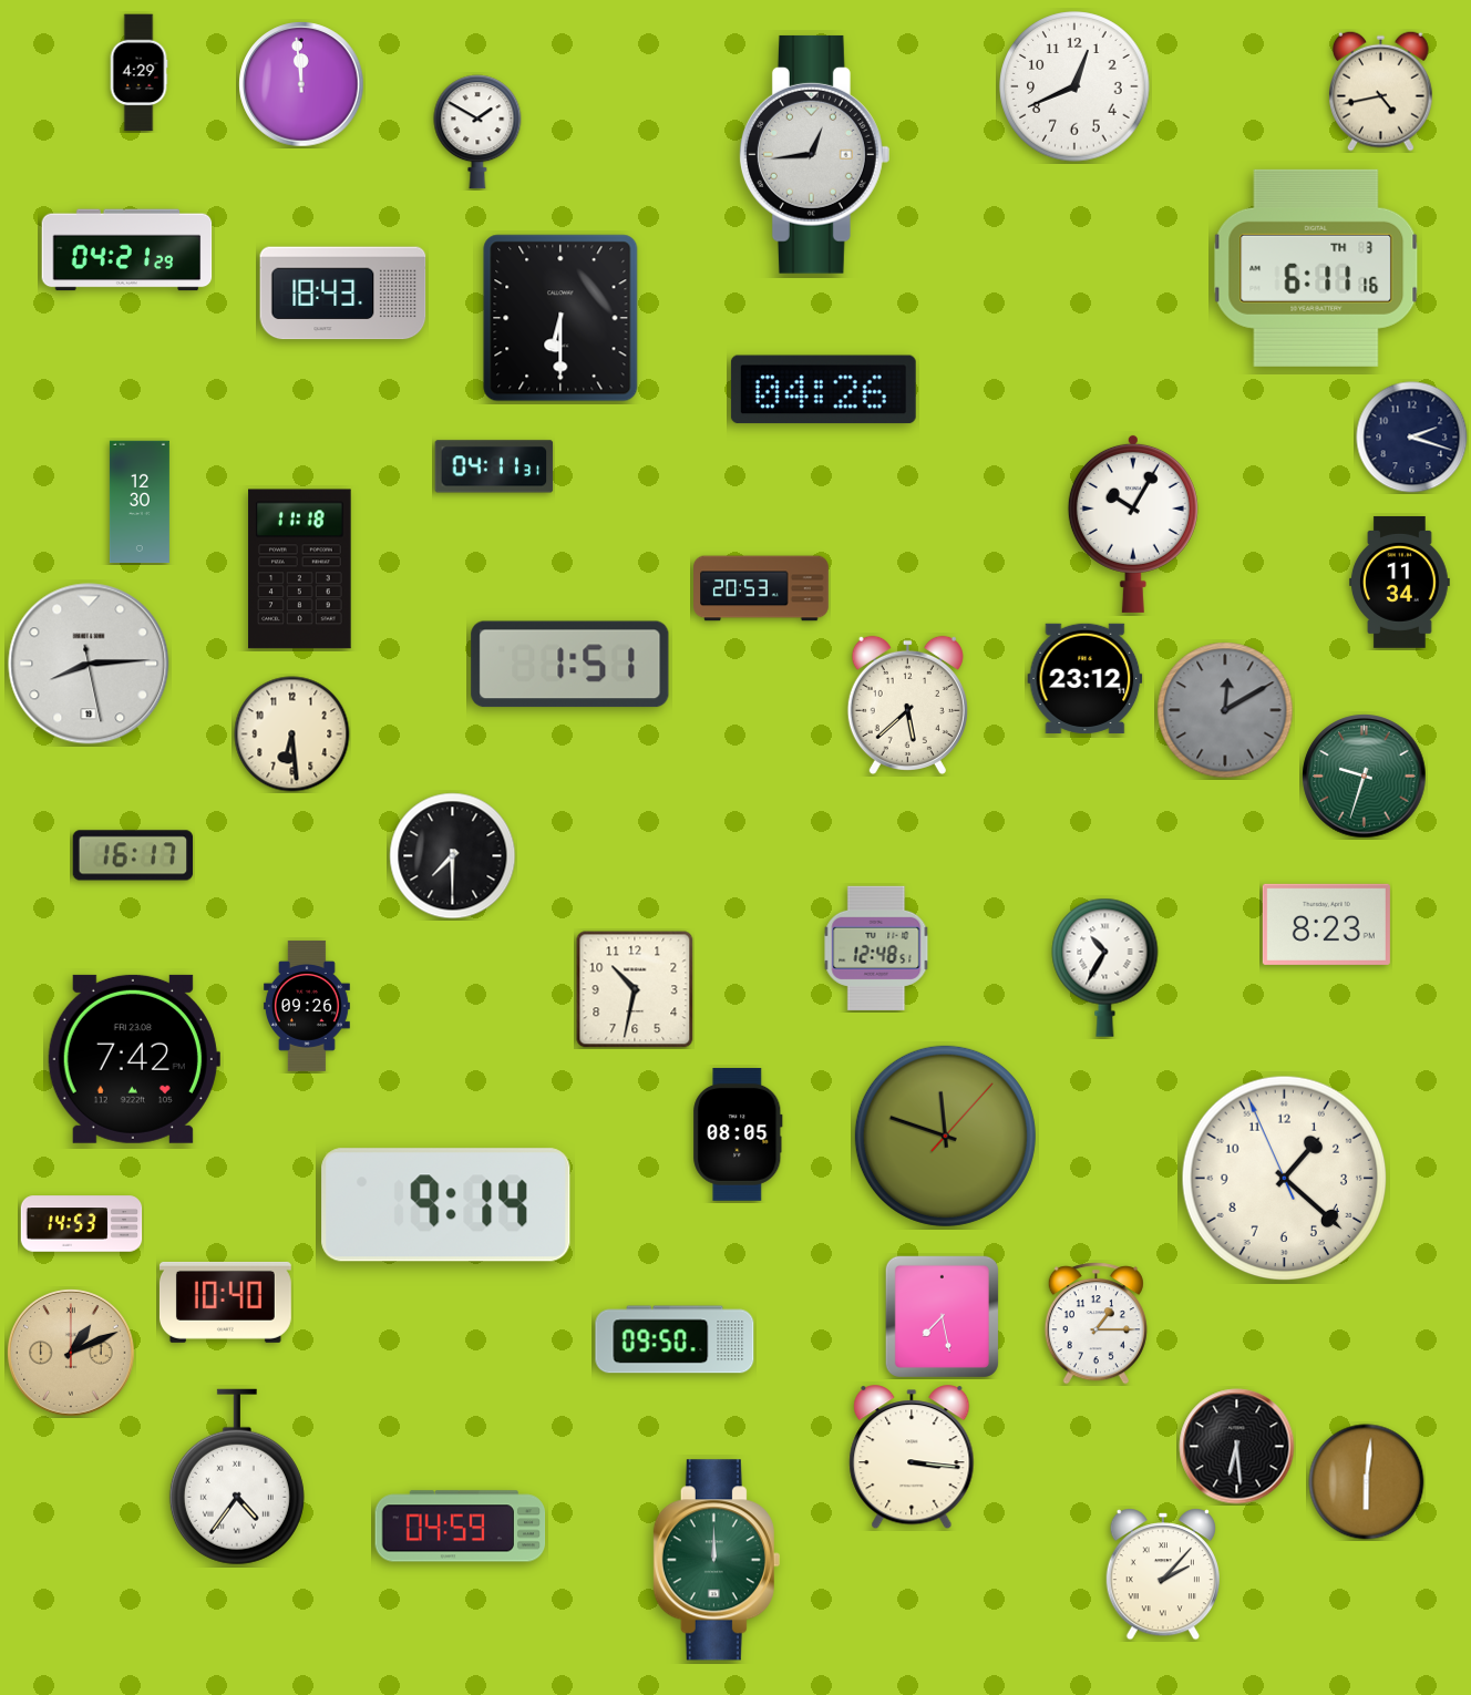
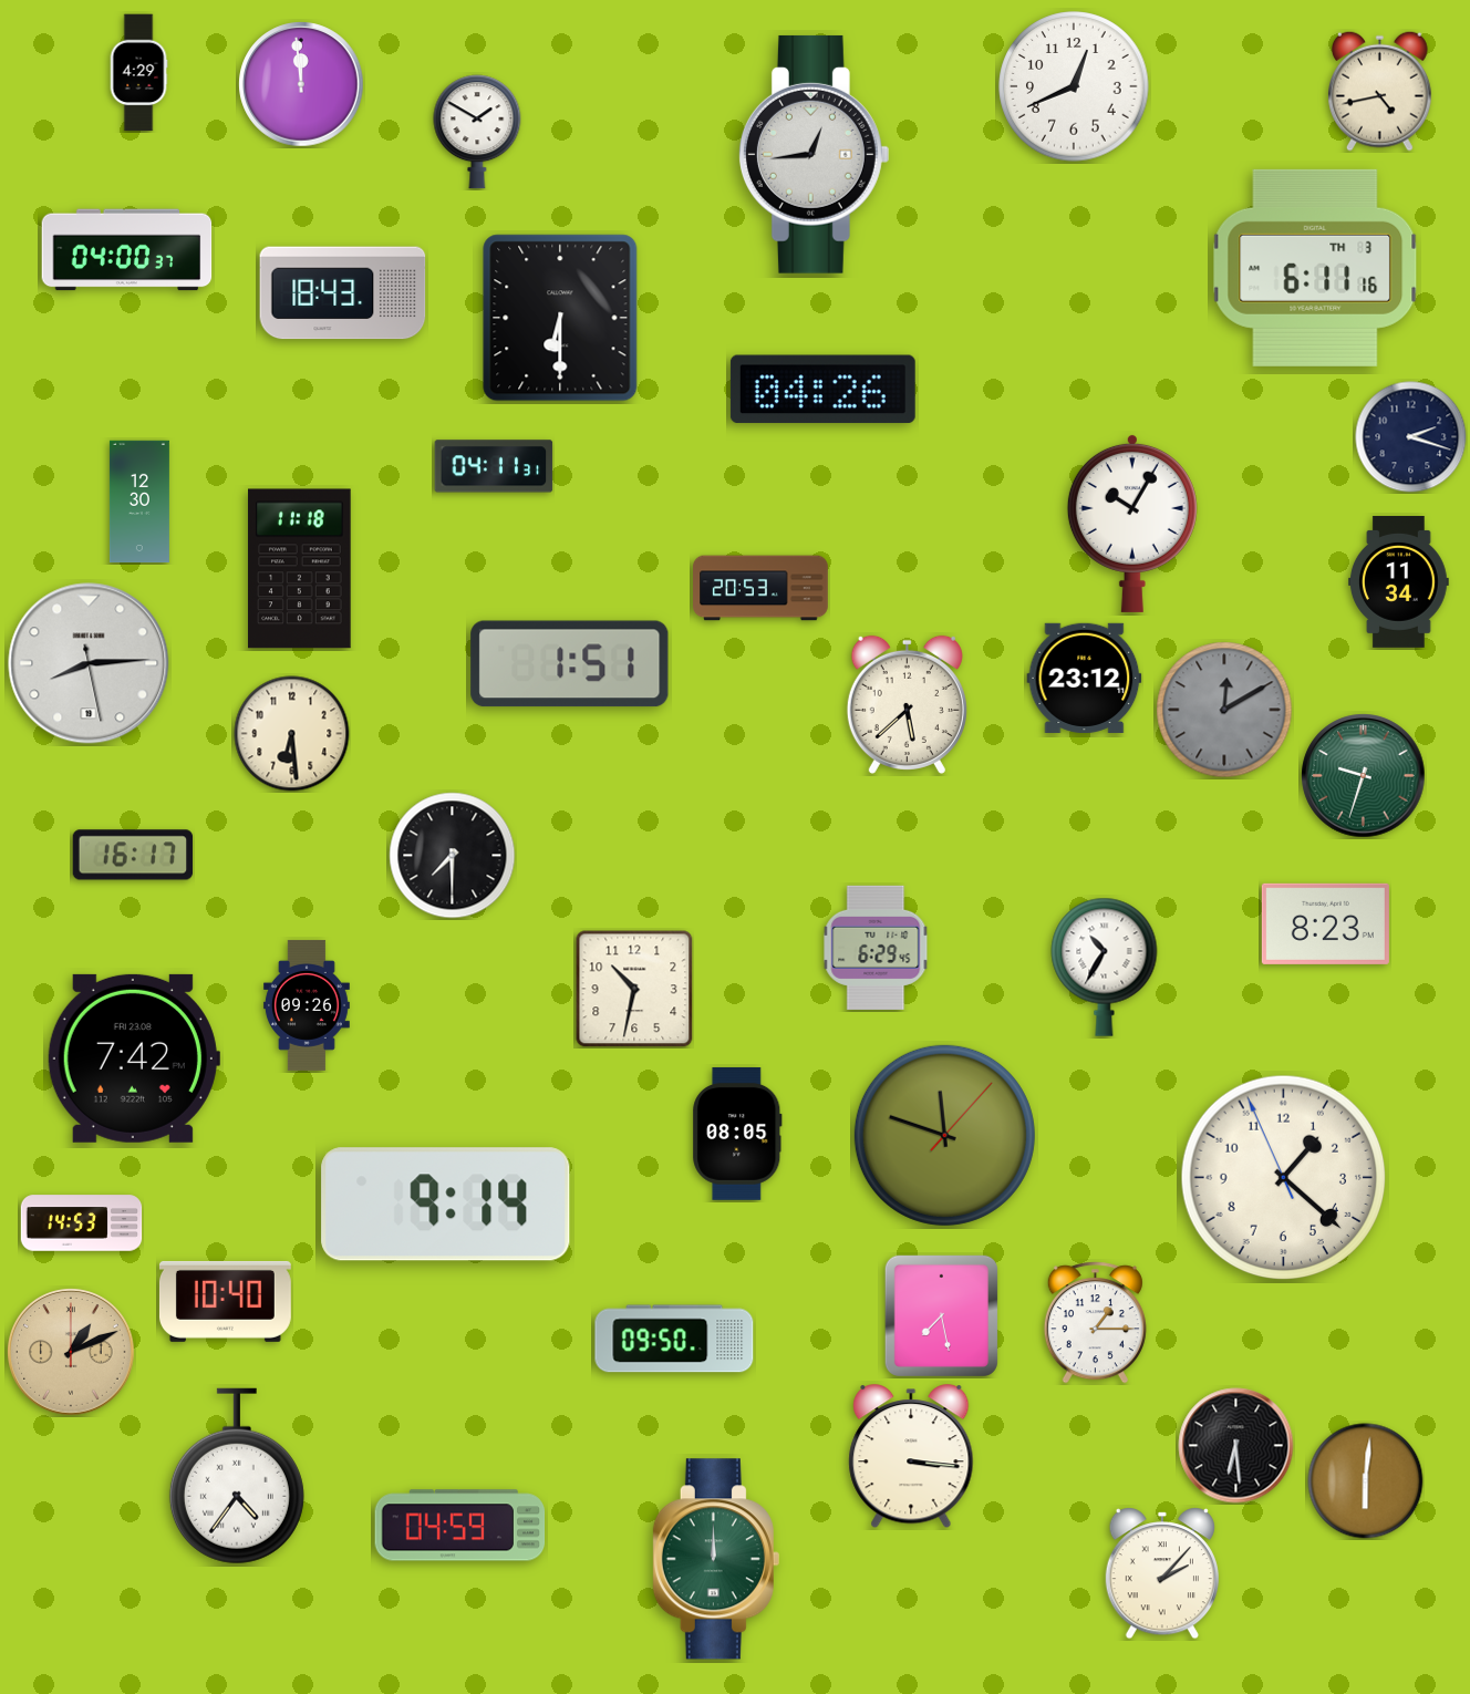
clock at (127, 250): 04:21 -> 04:00
clock at (876, 948): 12:48 -> 6:29
